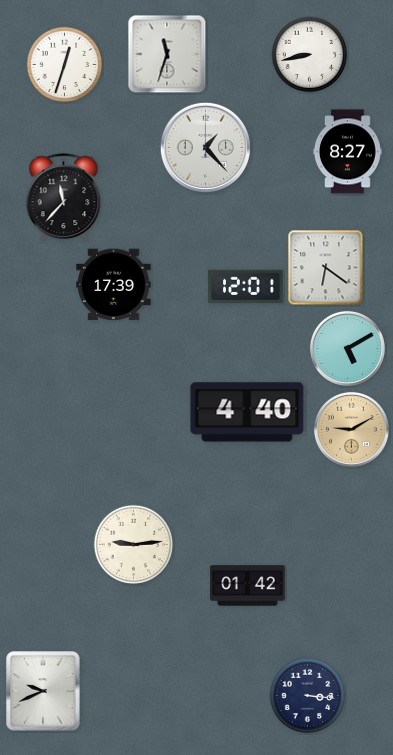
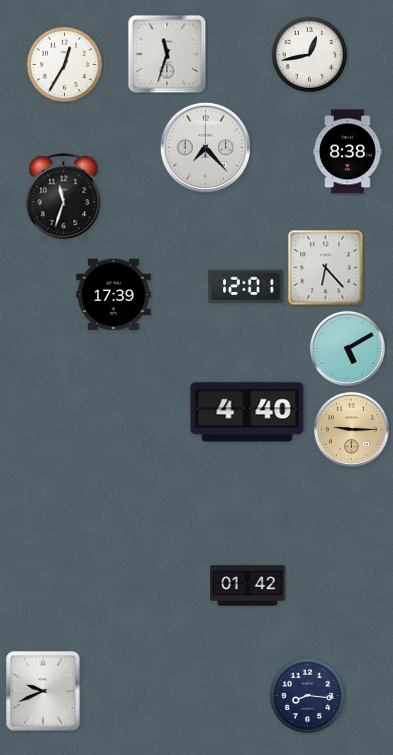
clock at (310, 55): 8:43 -> 12:43
clock at (65, 65): 12:33 -> 12:35
clock at (205, 147): 1:23 -> 7:23
clock at (347, 152): 8:27 -> 8:38
clock at (64, 198): 11:37 -> 11:33
clock at (326, 268): 6:21 -> 6:23
clock at (114, 285) position: (114, 285) -> (114, 295)
clock at (351, 429): 9:10 -> 9:15
clock at (134, 545): 9:14 -> none
clock at (308, 696): 3:16 -> 8:16
